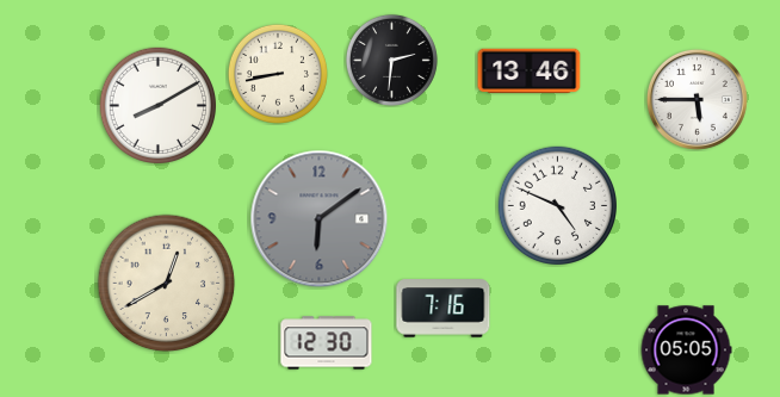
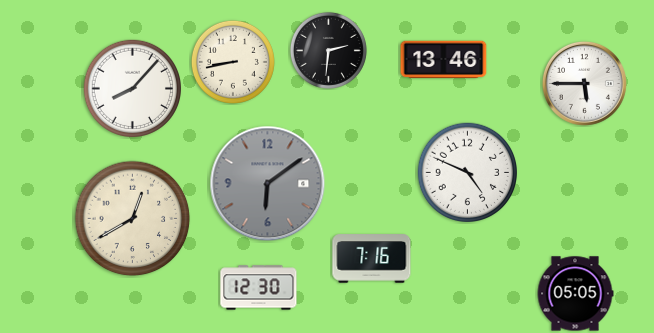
clock at (157, 105): 8:10 -> 8:07
clock at (167, 284) position: (167, 284) -> (133, 219)
clock at (327, 343) position: (327, 343) -> (259, 288)
